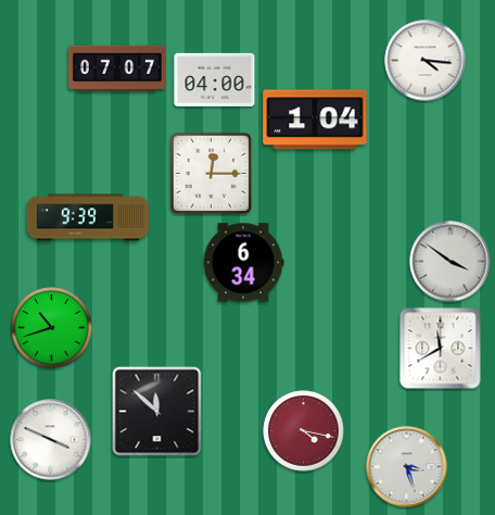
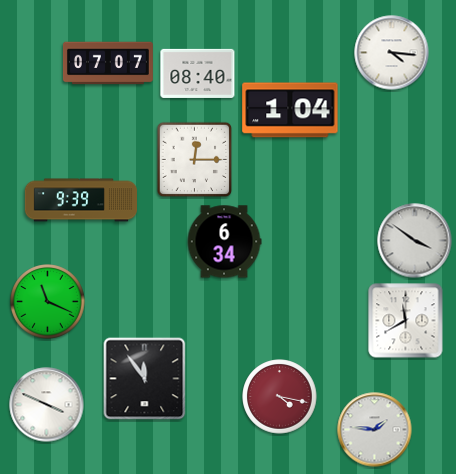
clock at (426, 61) position: (426, 61) -> (392, 53)
clock at (215, 79): 04:00 -> 08:40
clock at (52, 328): 10:42 -> 11:19
clock at (157, 412): 11:52 -> 11:54
clock at (407, 467): 3:27 -> 1:46
